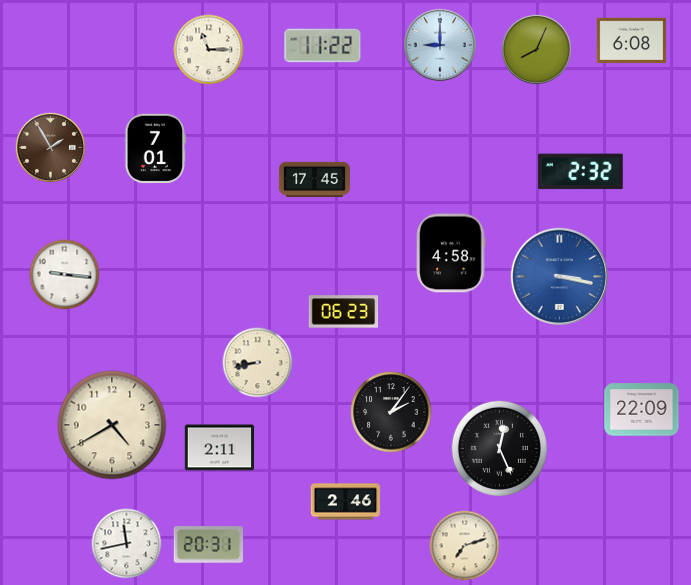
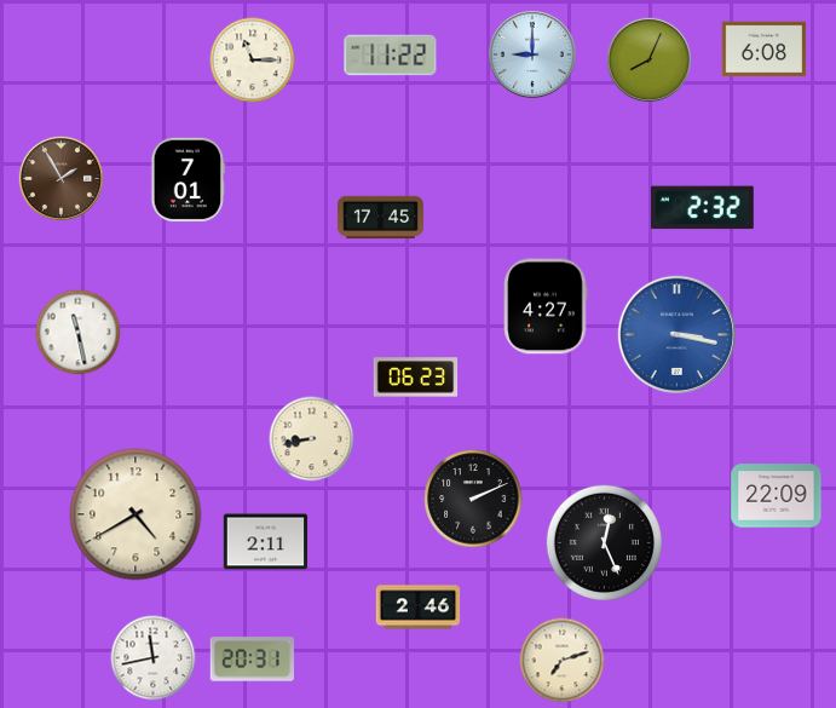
clock at (451, 253): 4:58 -> 4:27
clock at (65, 275): 9:16 -> 11:28
clock at (391, 412): 2:06 -> 2:11
